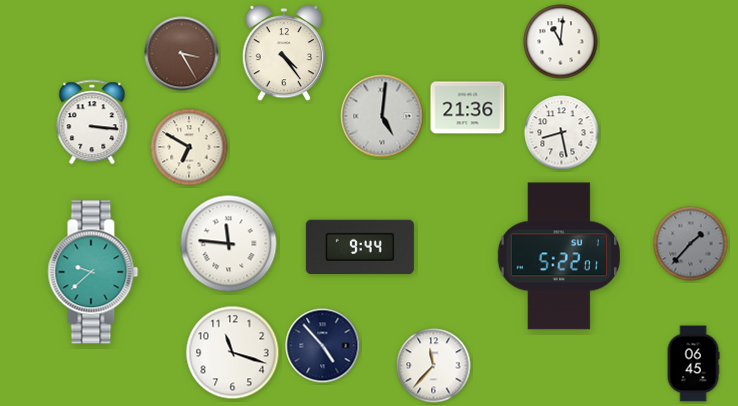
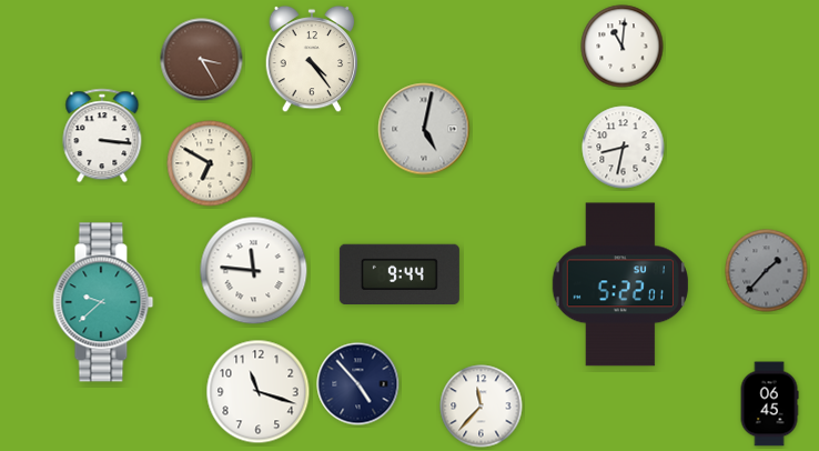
clock at (284, 53) position: (284, 53) -> (312, 59)
clock at (468, 108): 21:36 -> none
clock at (382, 116): 5:01 -> 5:02
clock at (562, 133): 8:28 -> 8:32
